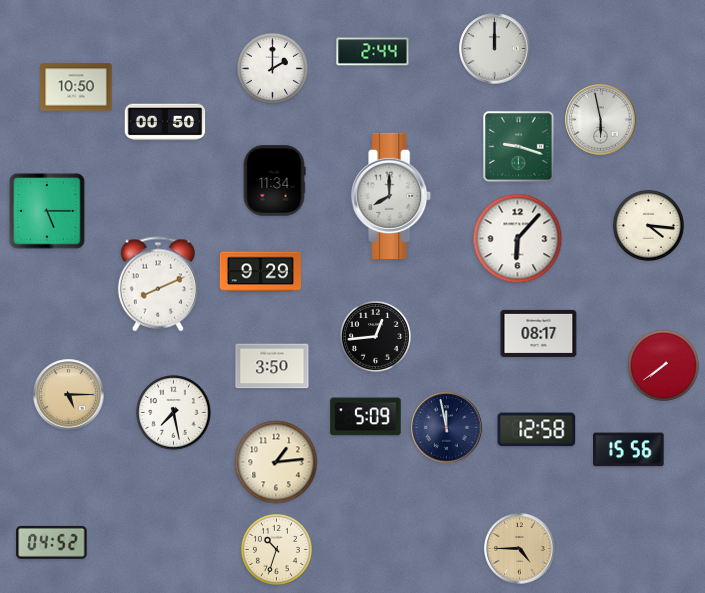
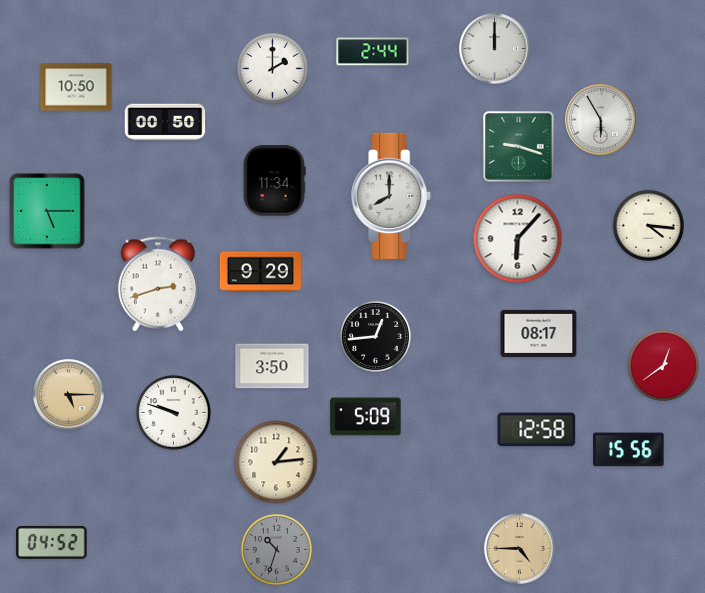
clock at (601, 120): 5:58 -> 5:55
clock at (158, 284): 8:11 -> 2:42
clock at (663, 365): 7:39 -> 12:39
clock at (174, 413): 7:28 -> 9:48
clock at (447, 428): 11:58 -> none
clock at (276, 549) dial: cream -> grey
